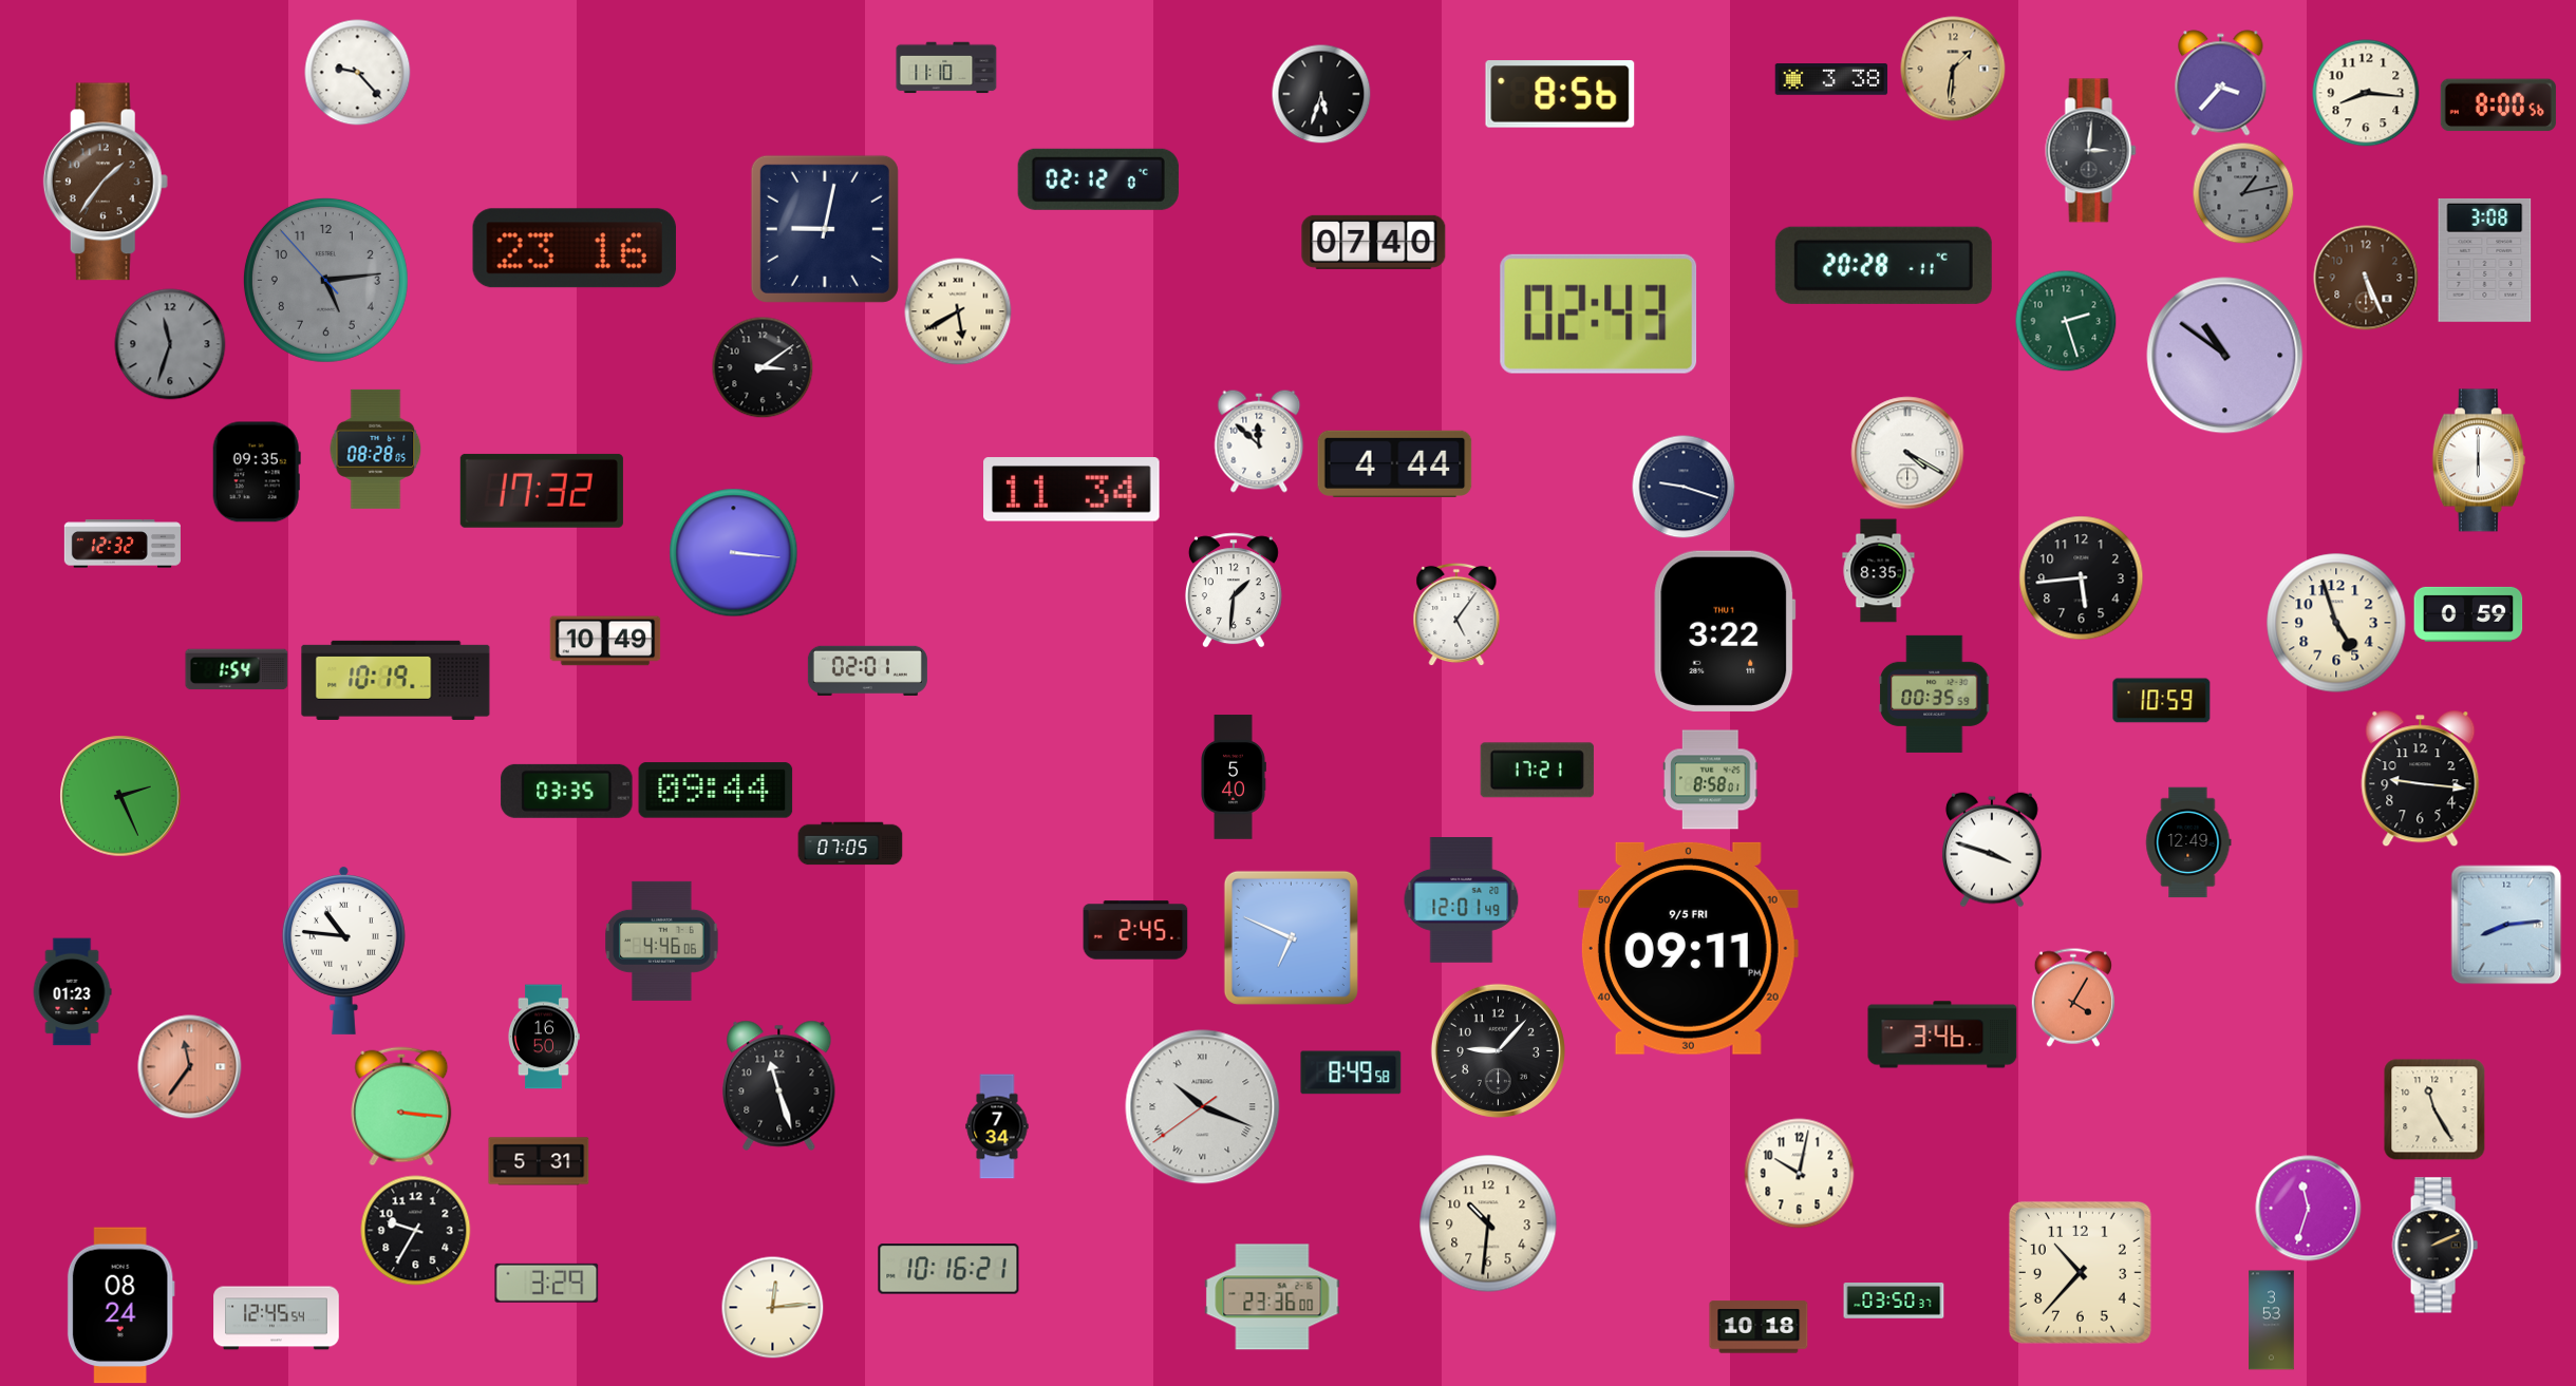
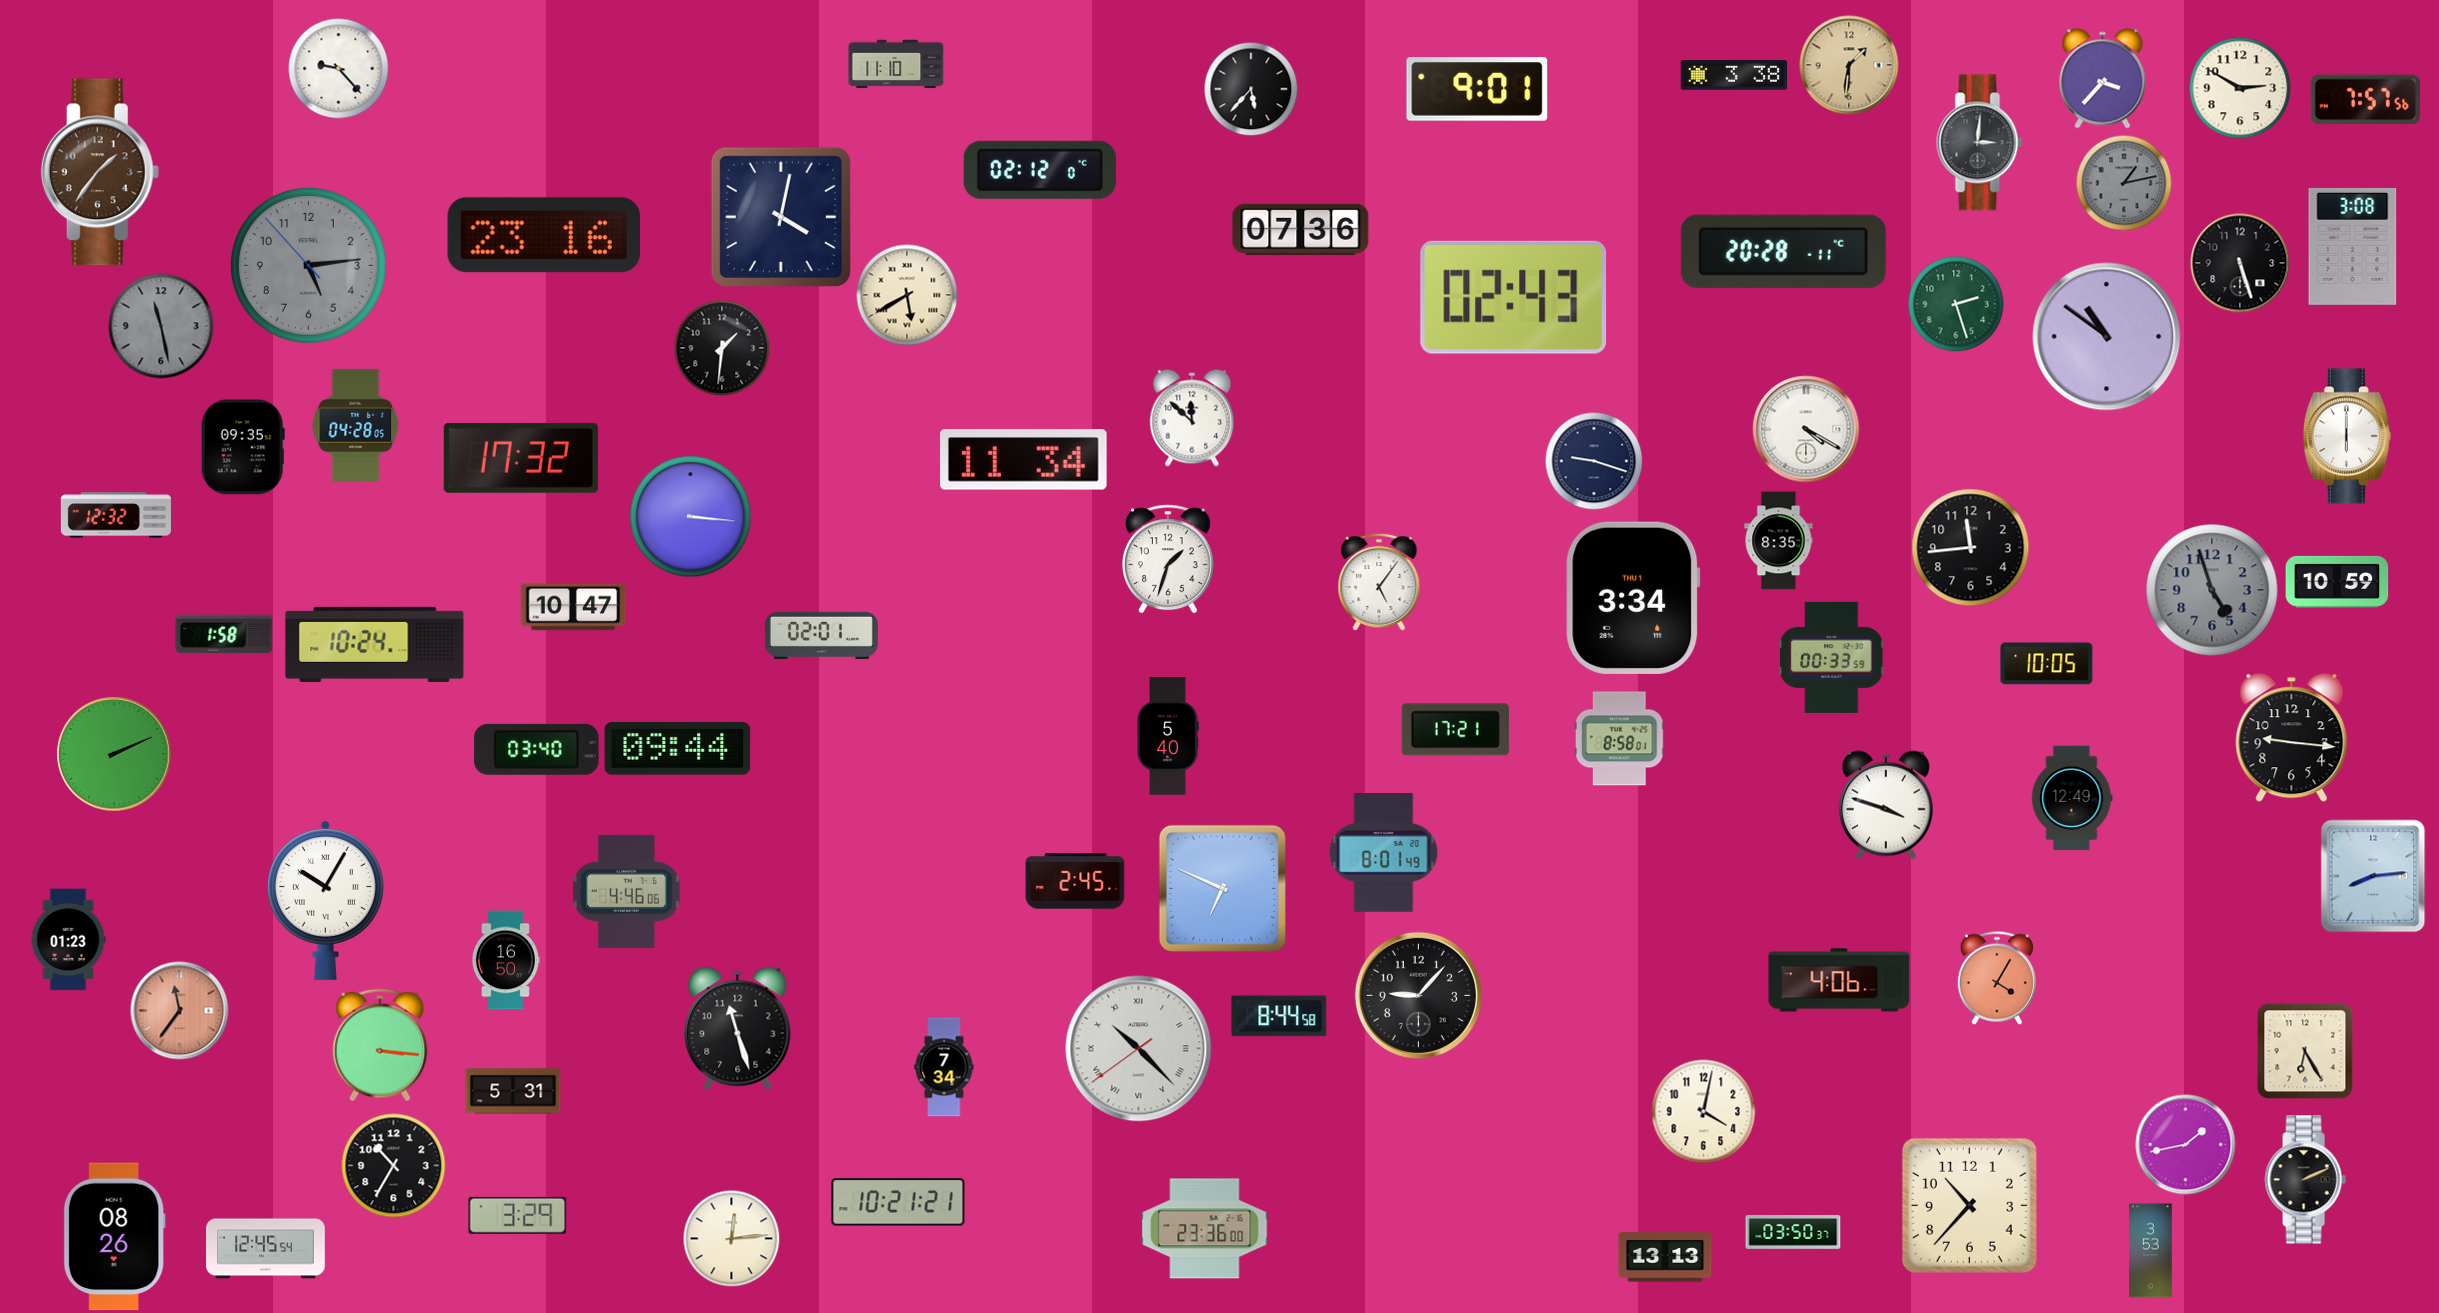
clock at (2366, 93): 8:16 -> 2:50
clock at (1321, 94): 5:33 -> 5:37
clock at (1560, 94): 8:56 -> 9:01
clock at (2498, 106): 8:00 -> 7:57
clock at (825, 229): 9:02 -> 4:02
clock at (1374, 242): 07:40 -> 07:36
clock at (2366, 278): 5:26 -> 5:27
clock at (2366, 278) dial: brown -> black
clock at (170, 344): 11:33 -> 11:28
clock at (763, 367): 3:09 -> 1:31
clock at (376, 449): 08:28 -> 04:28
clock at (1395, 463): 4:44 -> none
clock at (1072, 490) position: (1072, 490) -> (1024, 460)
clock at (542, 491) position: (542, 491) -> (521, 458)
clock at (734, 553) position: (734, 553) -> (691, 517)
clock at (2082, 578): 5:44 -> 11:44
clock at (1234, 590): 1:31 -> 1:33
clock at (2468, 614): 0:59 -> 10:59
clock at (2336, 623) dial: cream -> grey
clock at (1725, 631): 3:22 -> 3:34
clock at (605, 641): 10:49 -> 10:47
clock at (237, 669): 1:54 -> 1:58
clock at (396, 680): 10:19 -> 10:24
clock at (1935, 694): 00:35 -> 00:33
clock at (2162, 701): 10:59 -> 10:05
clock at (567, 791): 03:35 -> 03:40
clock at (120, 796): 2:26 -> 2:11
clock at (850, 843): 07:05 -> none
clock at (1462, 900): 12:01 -> 8:01
clock at (1688, 948): 09:11 -> none
clock at (343, 950): 10:46 -> 10:05
clock at (2073, 998) position: (2073, 998) -> (1997, 978)
clock at (1942, 1034): 3:46 -> 4:06
clock at (543, 1037) position: (543, 1037) -> (505, 960)
clock at (1351, 1072): 8:49 -> 8:44
clock at (401, 1106) position: (401, 1106) -> (380, 1045)
clock at (1203, 1107): 10:18 -> 10:22
clock at (2434, 1109): 11:25 -> 6:25
clock at (539, 1161) position: (539, 1161) -> (513, 1091)
clock at (1800, 1174): 10:02 -> 4:02
clock at (2309, 1209): 11:33 -> 1:43
clock at (1488, 1223): 10:31 -> none
clock at (416, 1231): 9:35 -> 10:35
clock at (948, 1269): 10:16 -> 10:21
clock at (120, 1306): 08:24 -> 08:26
clock at (277, 1318) position: (277, 1318) -> (266, 1249)
clock at (1759, 1327): 10:18 -> 13:13
